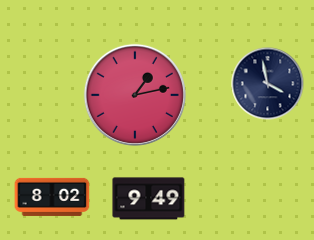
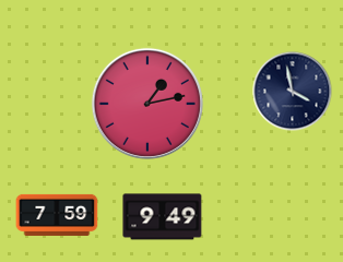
clock at (52, 197): 8:02 -> 7:59
